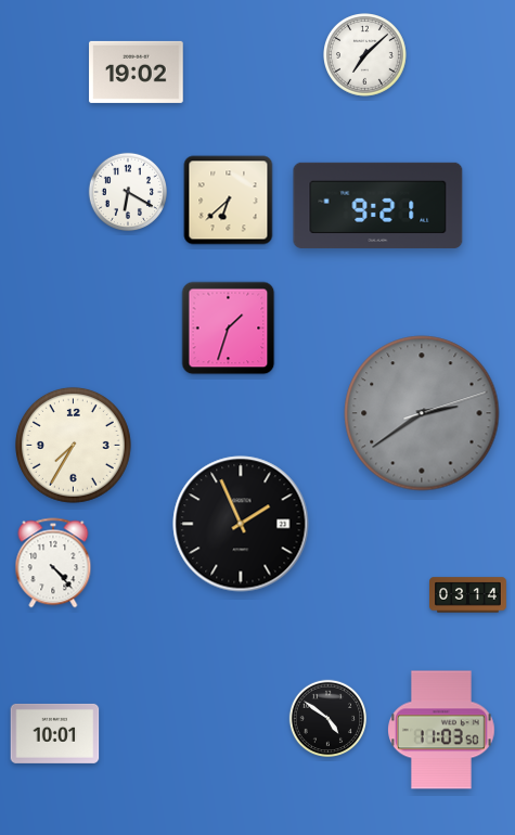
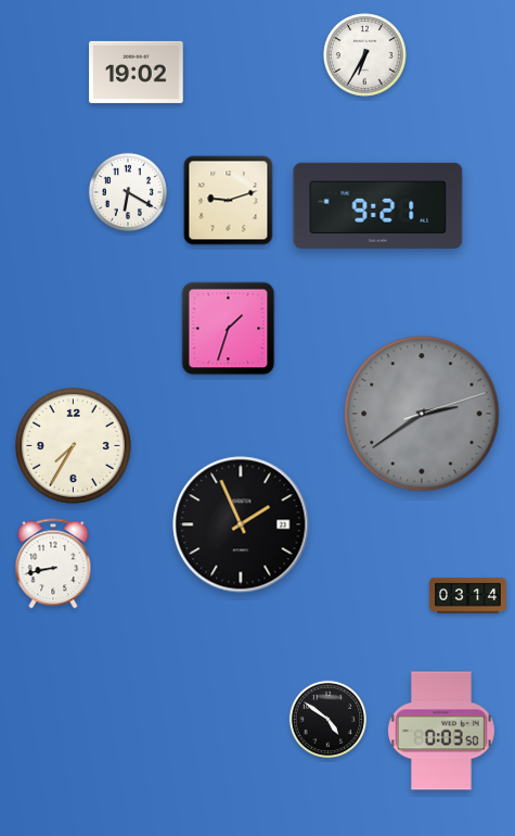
clock at (365, 55): 7:08 -> 6:35
clock at (229, 201): 6:38 -> 9:12
clock at (53, 563): 4:23 -> 8:43
clock at (442, 730): 11:03 -> 0:03
clock at (55, 733): 10:01 -> none
